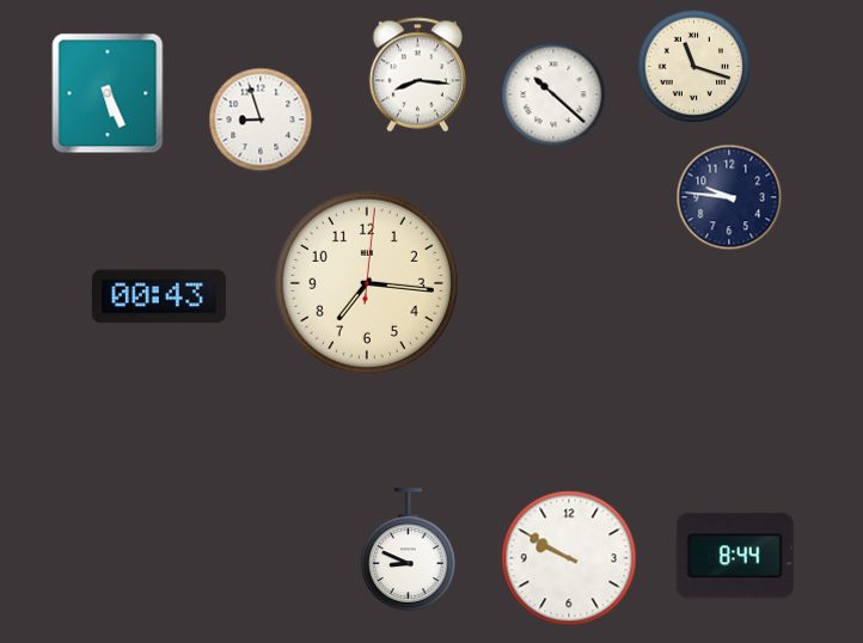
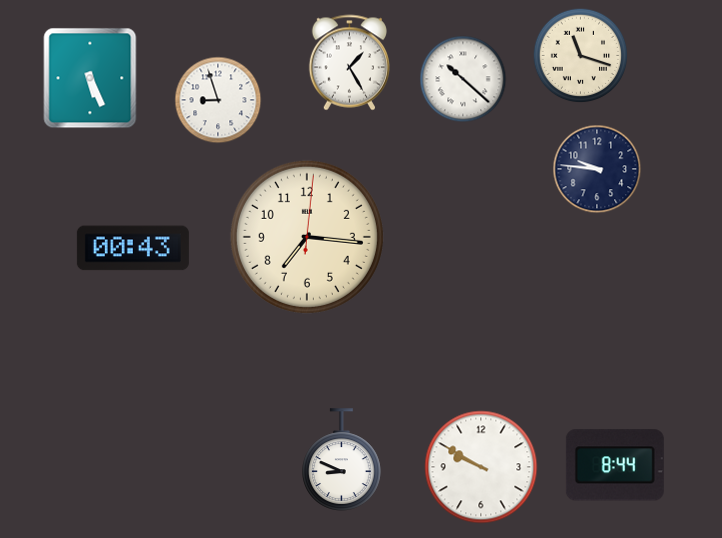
clock at (417, 75): 8:16 -> 1:25
clock at (729, 197) position: (729, 197) -> (597, 169)
clock at (569, 558) position: (569, 558) -> (481, 467)
